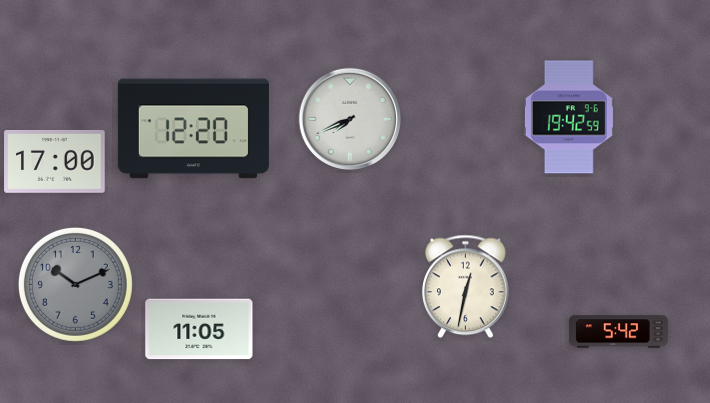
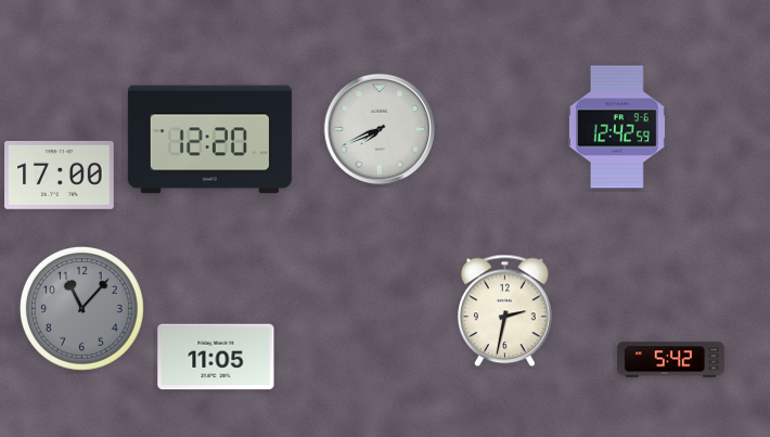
clock at (569, 117): 19:42 -> 12:42
clock at (75, 284): 10:11 -> 11:07
clock at (466, 287): 12:32 -> 2:32
